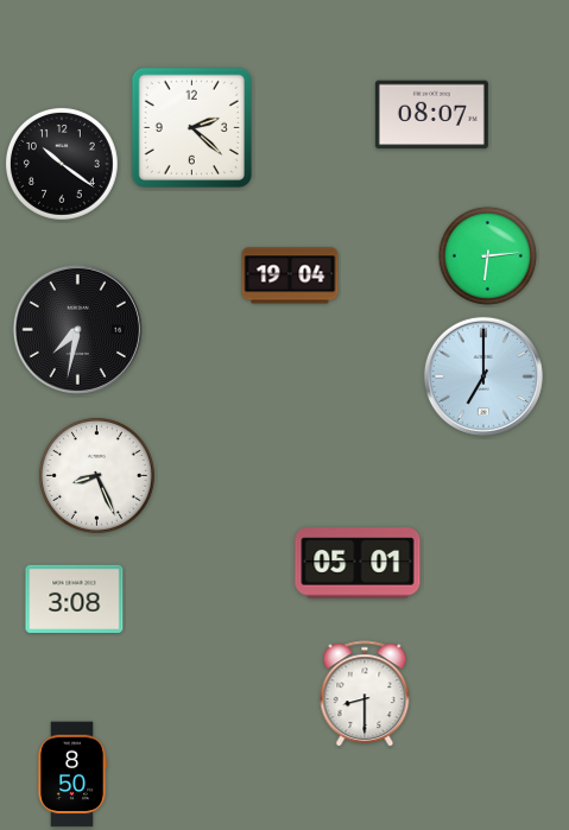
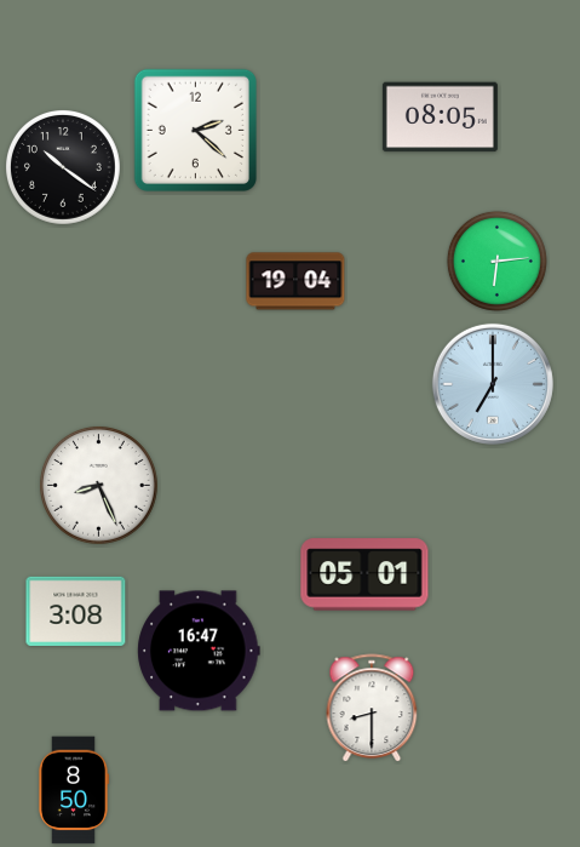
clock at (431, 115): 08:07 -> 08:05
clock at (77, 329): 7:32 -> none
clock at (199, 651): none -> 16:47
